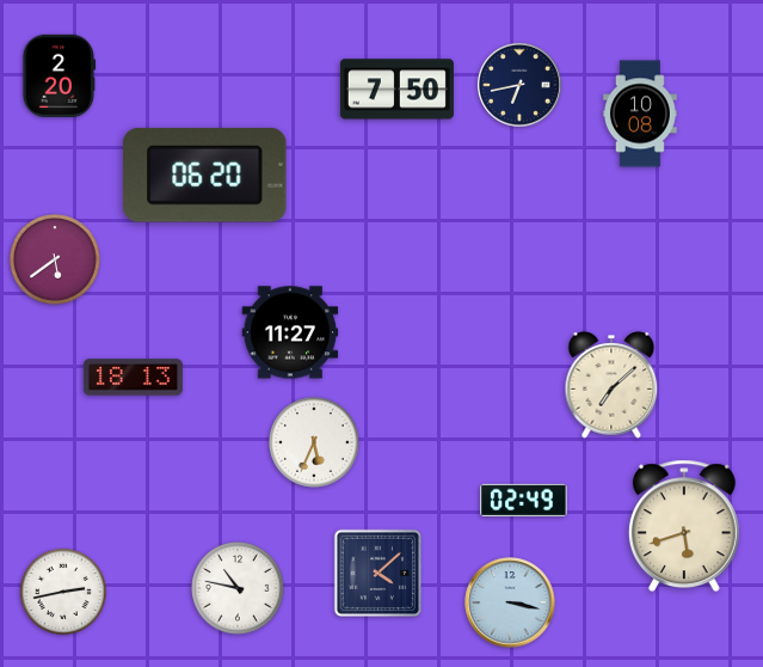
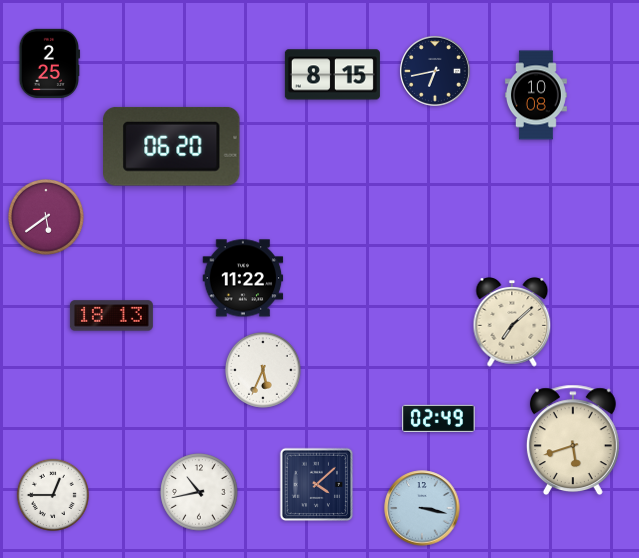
clock at (60, 75): 2:20 -> 2:25
clock at (396, 90): 7:50 -> 8:15
clock at (290, 332): 11:27 -> 11:22
clock at (379, 574) position: (379, 574) -> (317, 485)
clock at (238, 588): 10:47 -> 10:43
clock at (62, 590): 2:43 -> 12:45
clock at (510, 602) position: (510, 602) -> (422, 508)
